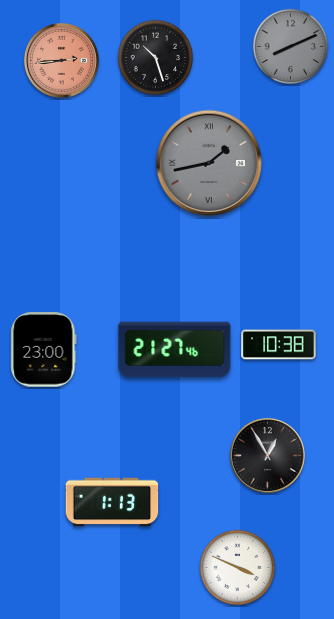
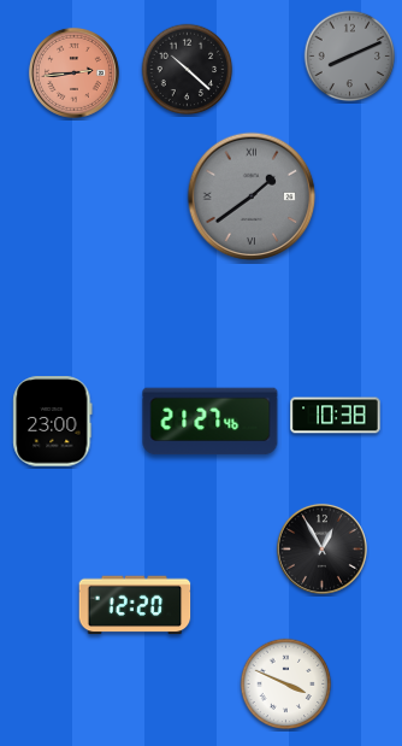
clock at (156, 58): 10:27 -> 10:22
clock at (209, 163): 1:43 -> 1:39
clock at (112, 502): 1:13 -> 12:20
